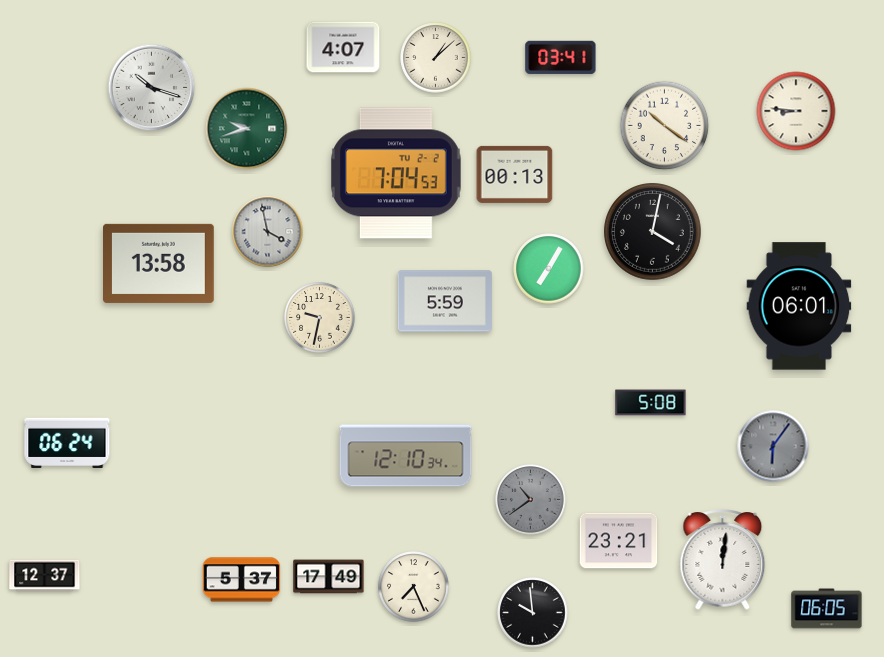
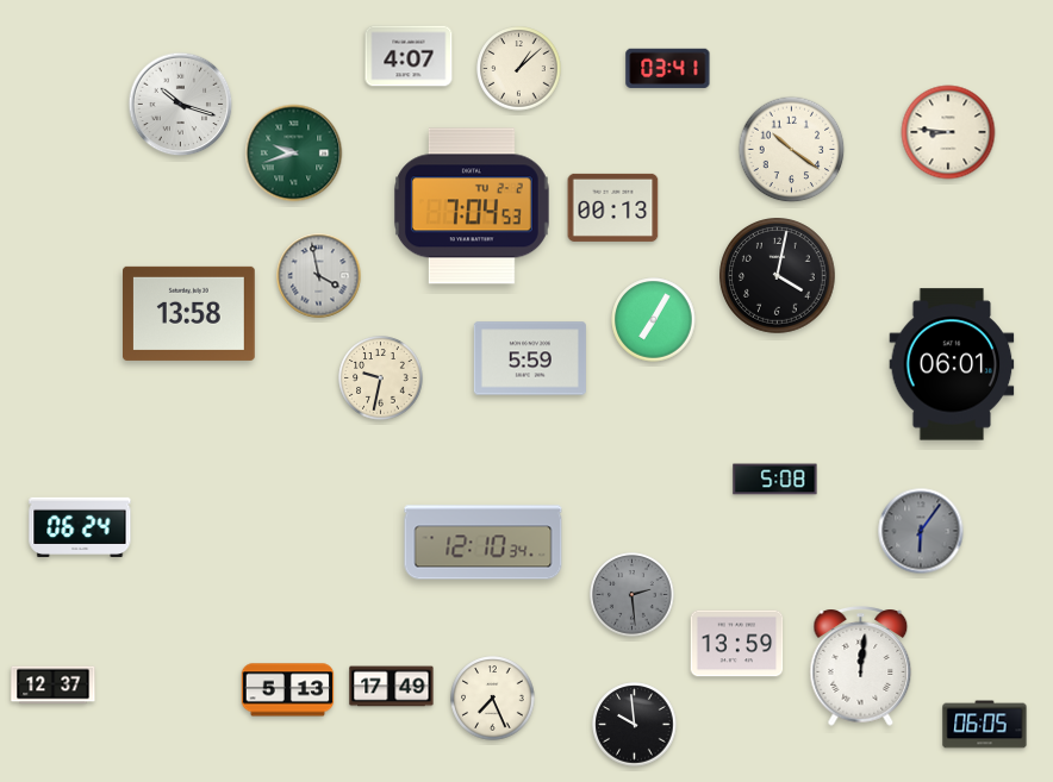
clock at (531, 500): 10:39 -> 2:29
clock at (619, 541): 23:21 -> 13:59
clock at (242, 580): 5:37 -> 5:13
clock at (533, 613) position: (533, 613) -> (635, 725)
